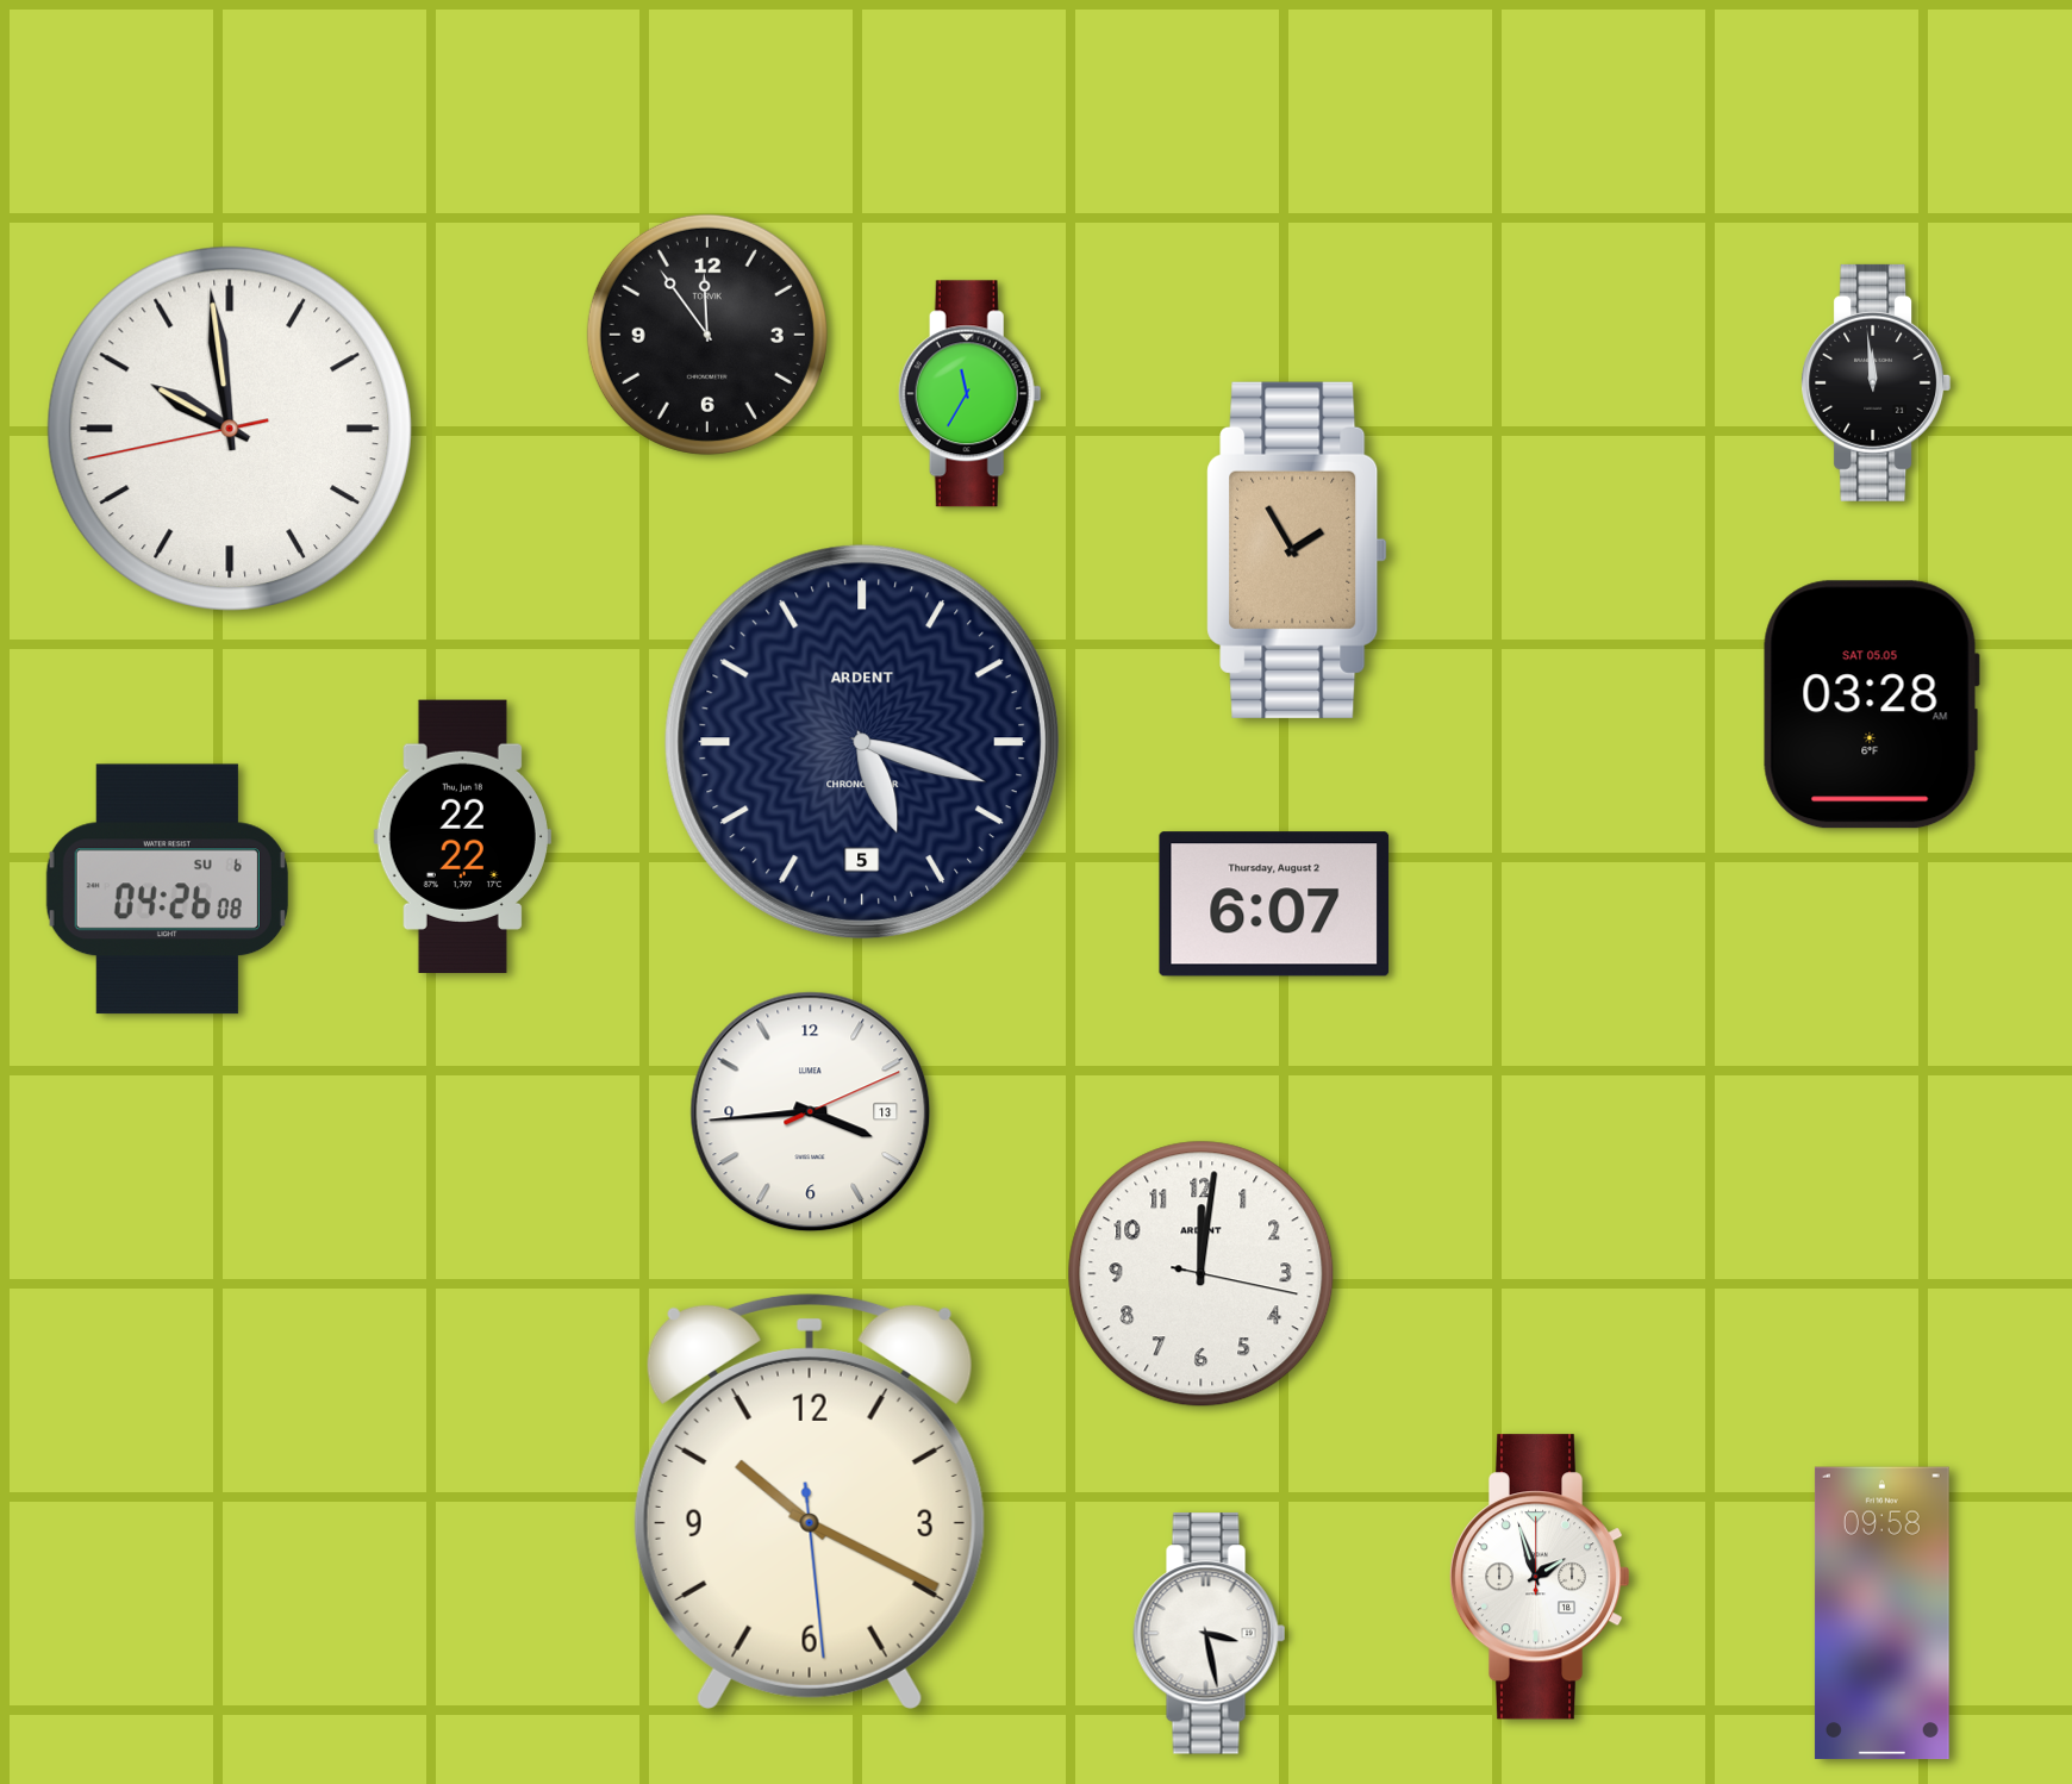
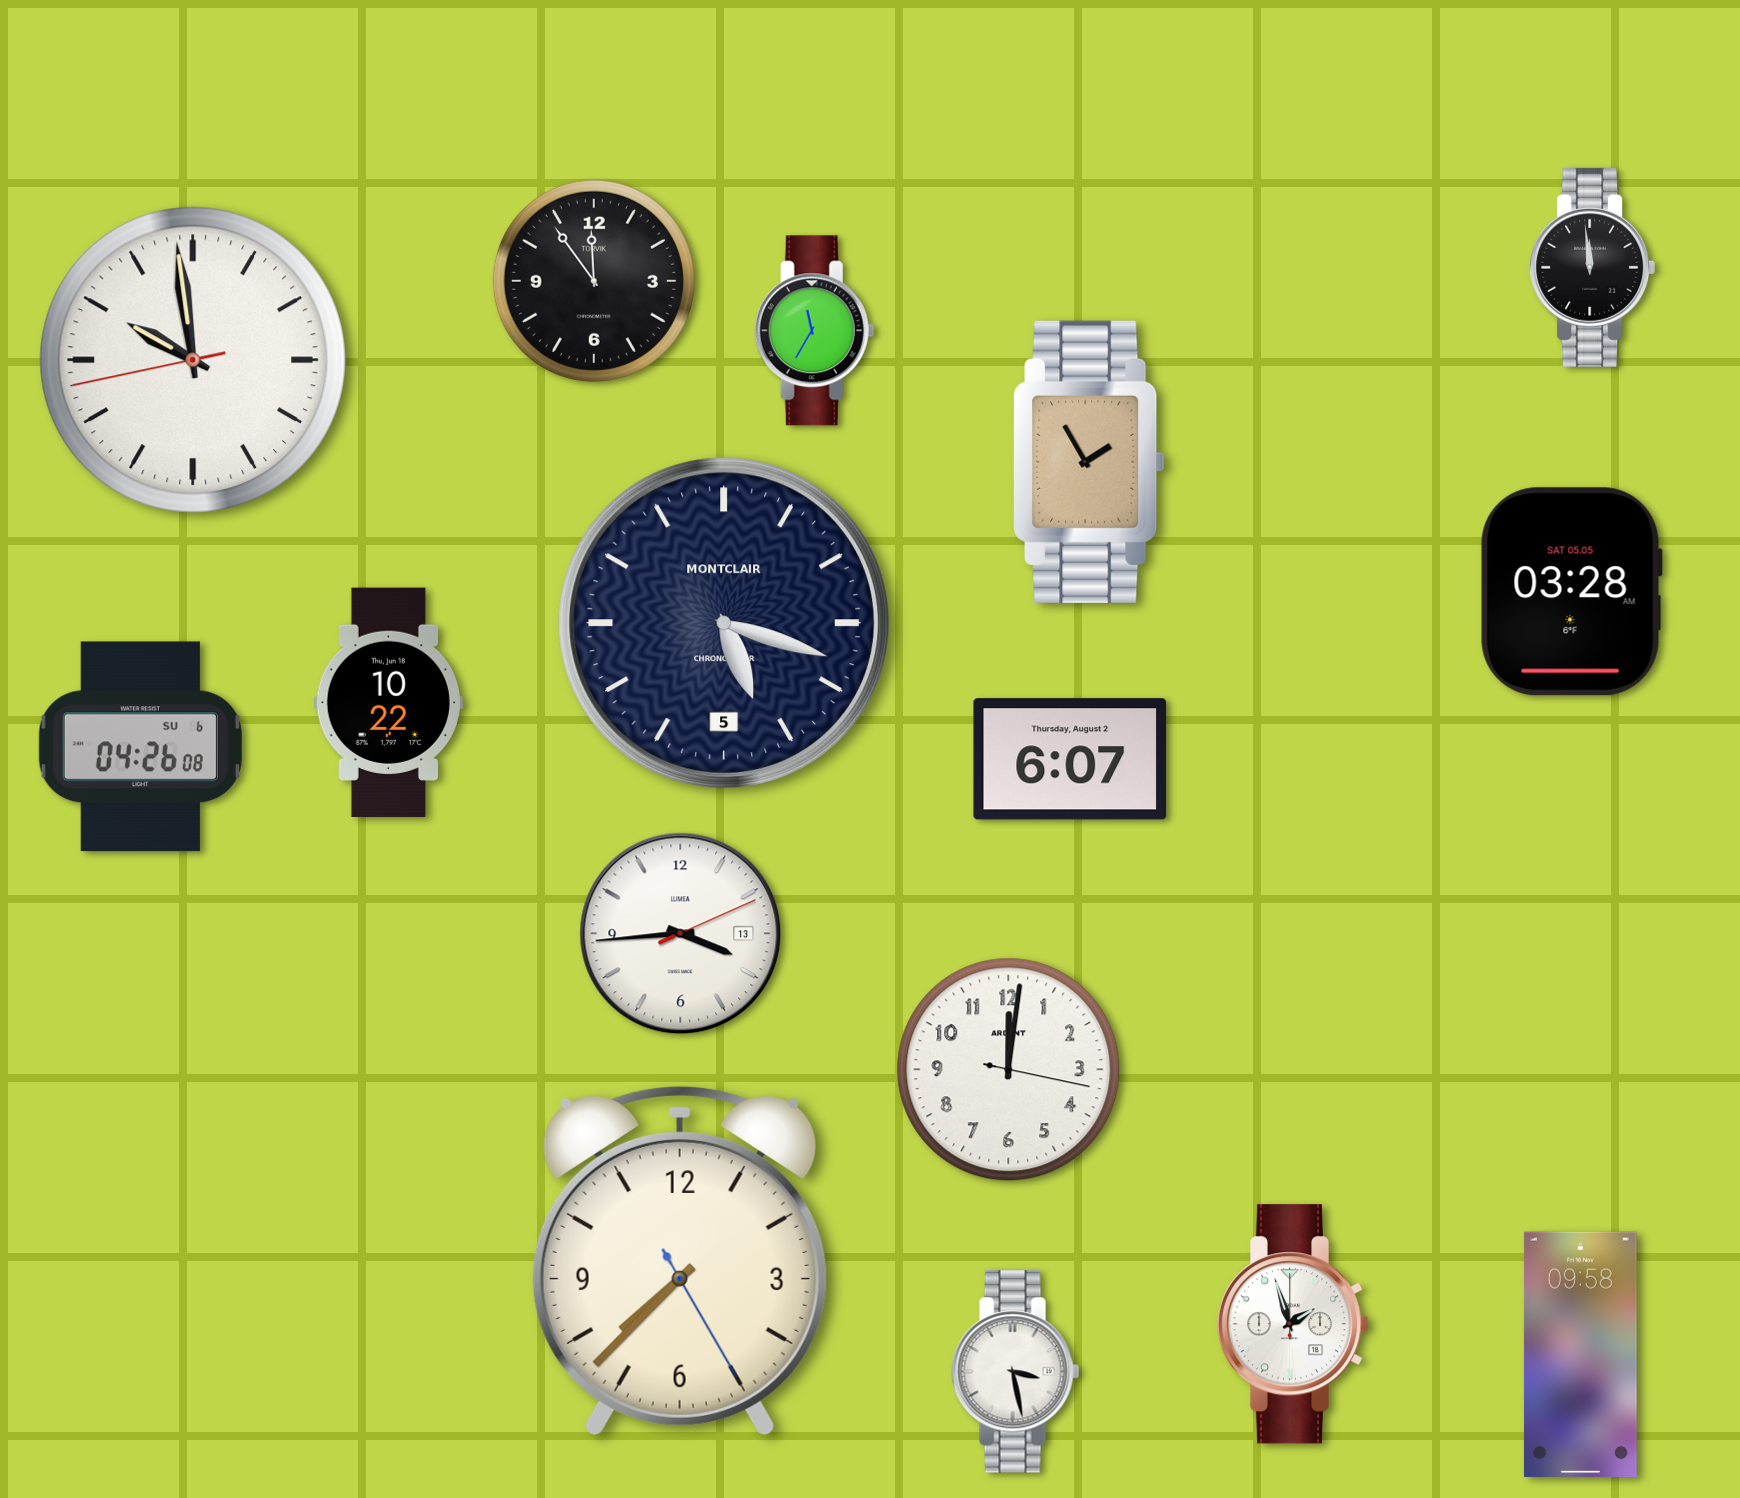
clock at (1877, 382) position: (1877, 382) -> (1593, 267)
clock at (862, 742) brand: ARDENT -> MONTCLAIR
clock at (462, 836): 22:22 -> 10:22
clock at (810, 1501): 10:19 -> 7:37
